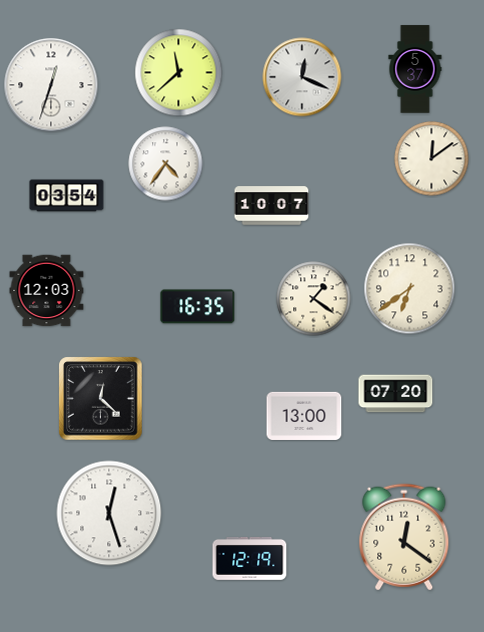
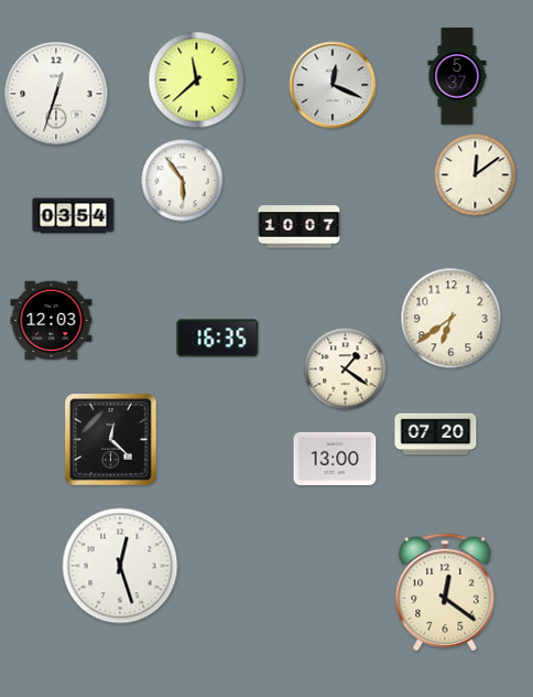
clock at (166, 164): 4:36 -> 5:54
clock at (314, 299) position: (314, 299) -> (346, 369)
clock at (250, 558): 12:19 -> none
